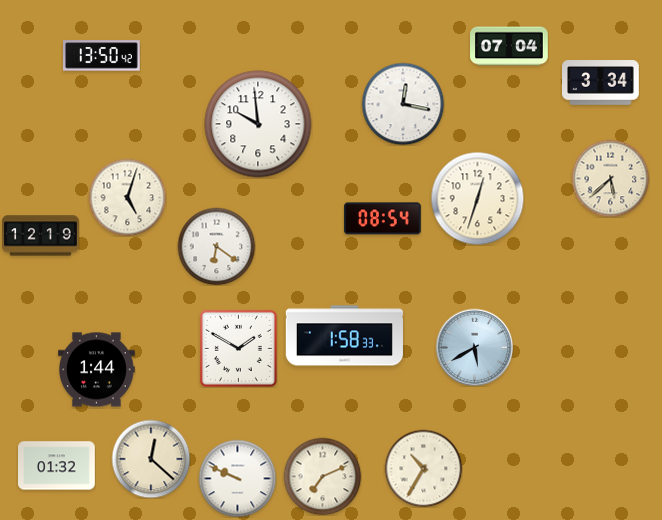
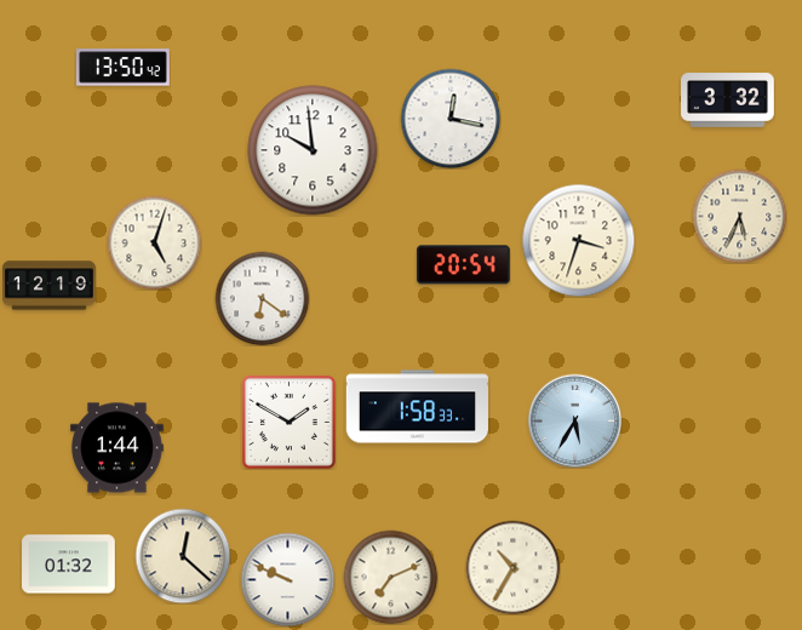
clock at (509, 46): 07:04 -> none
clock at (601, 83): 3:34 -> 3:32
clock at (403, 104) position: (403, 104) -> (451, 119)
clock at (610, 178): 5:38 -> 5:34
clock at (127, 197) position: (127, 197) -> (154, 242)
clock at (477, 198): 12:33 -> 3:33
clock at (382, 219): 08:54 -> 20:54
clock at (474, 347): 5:40 -> 5:35
